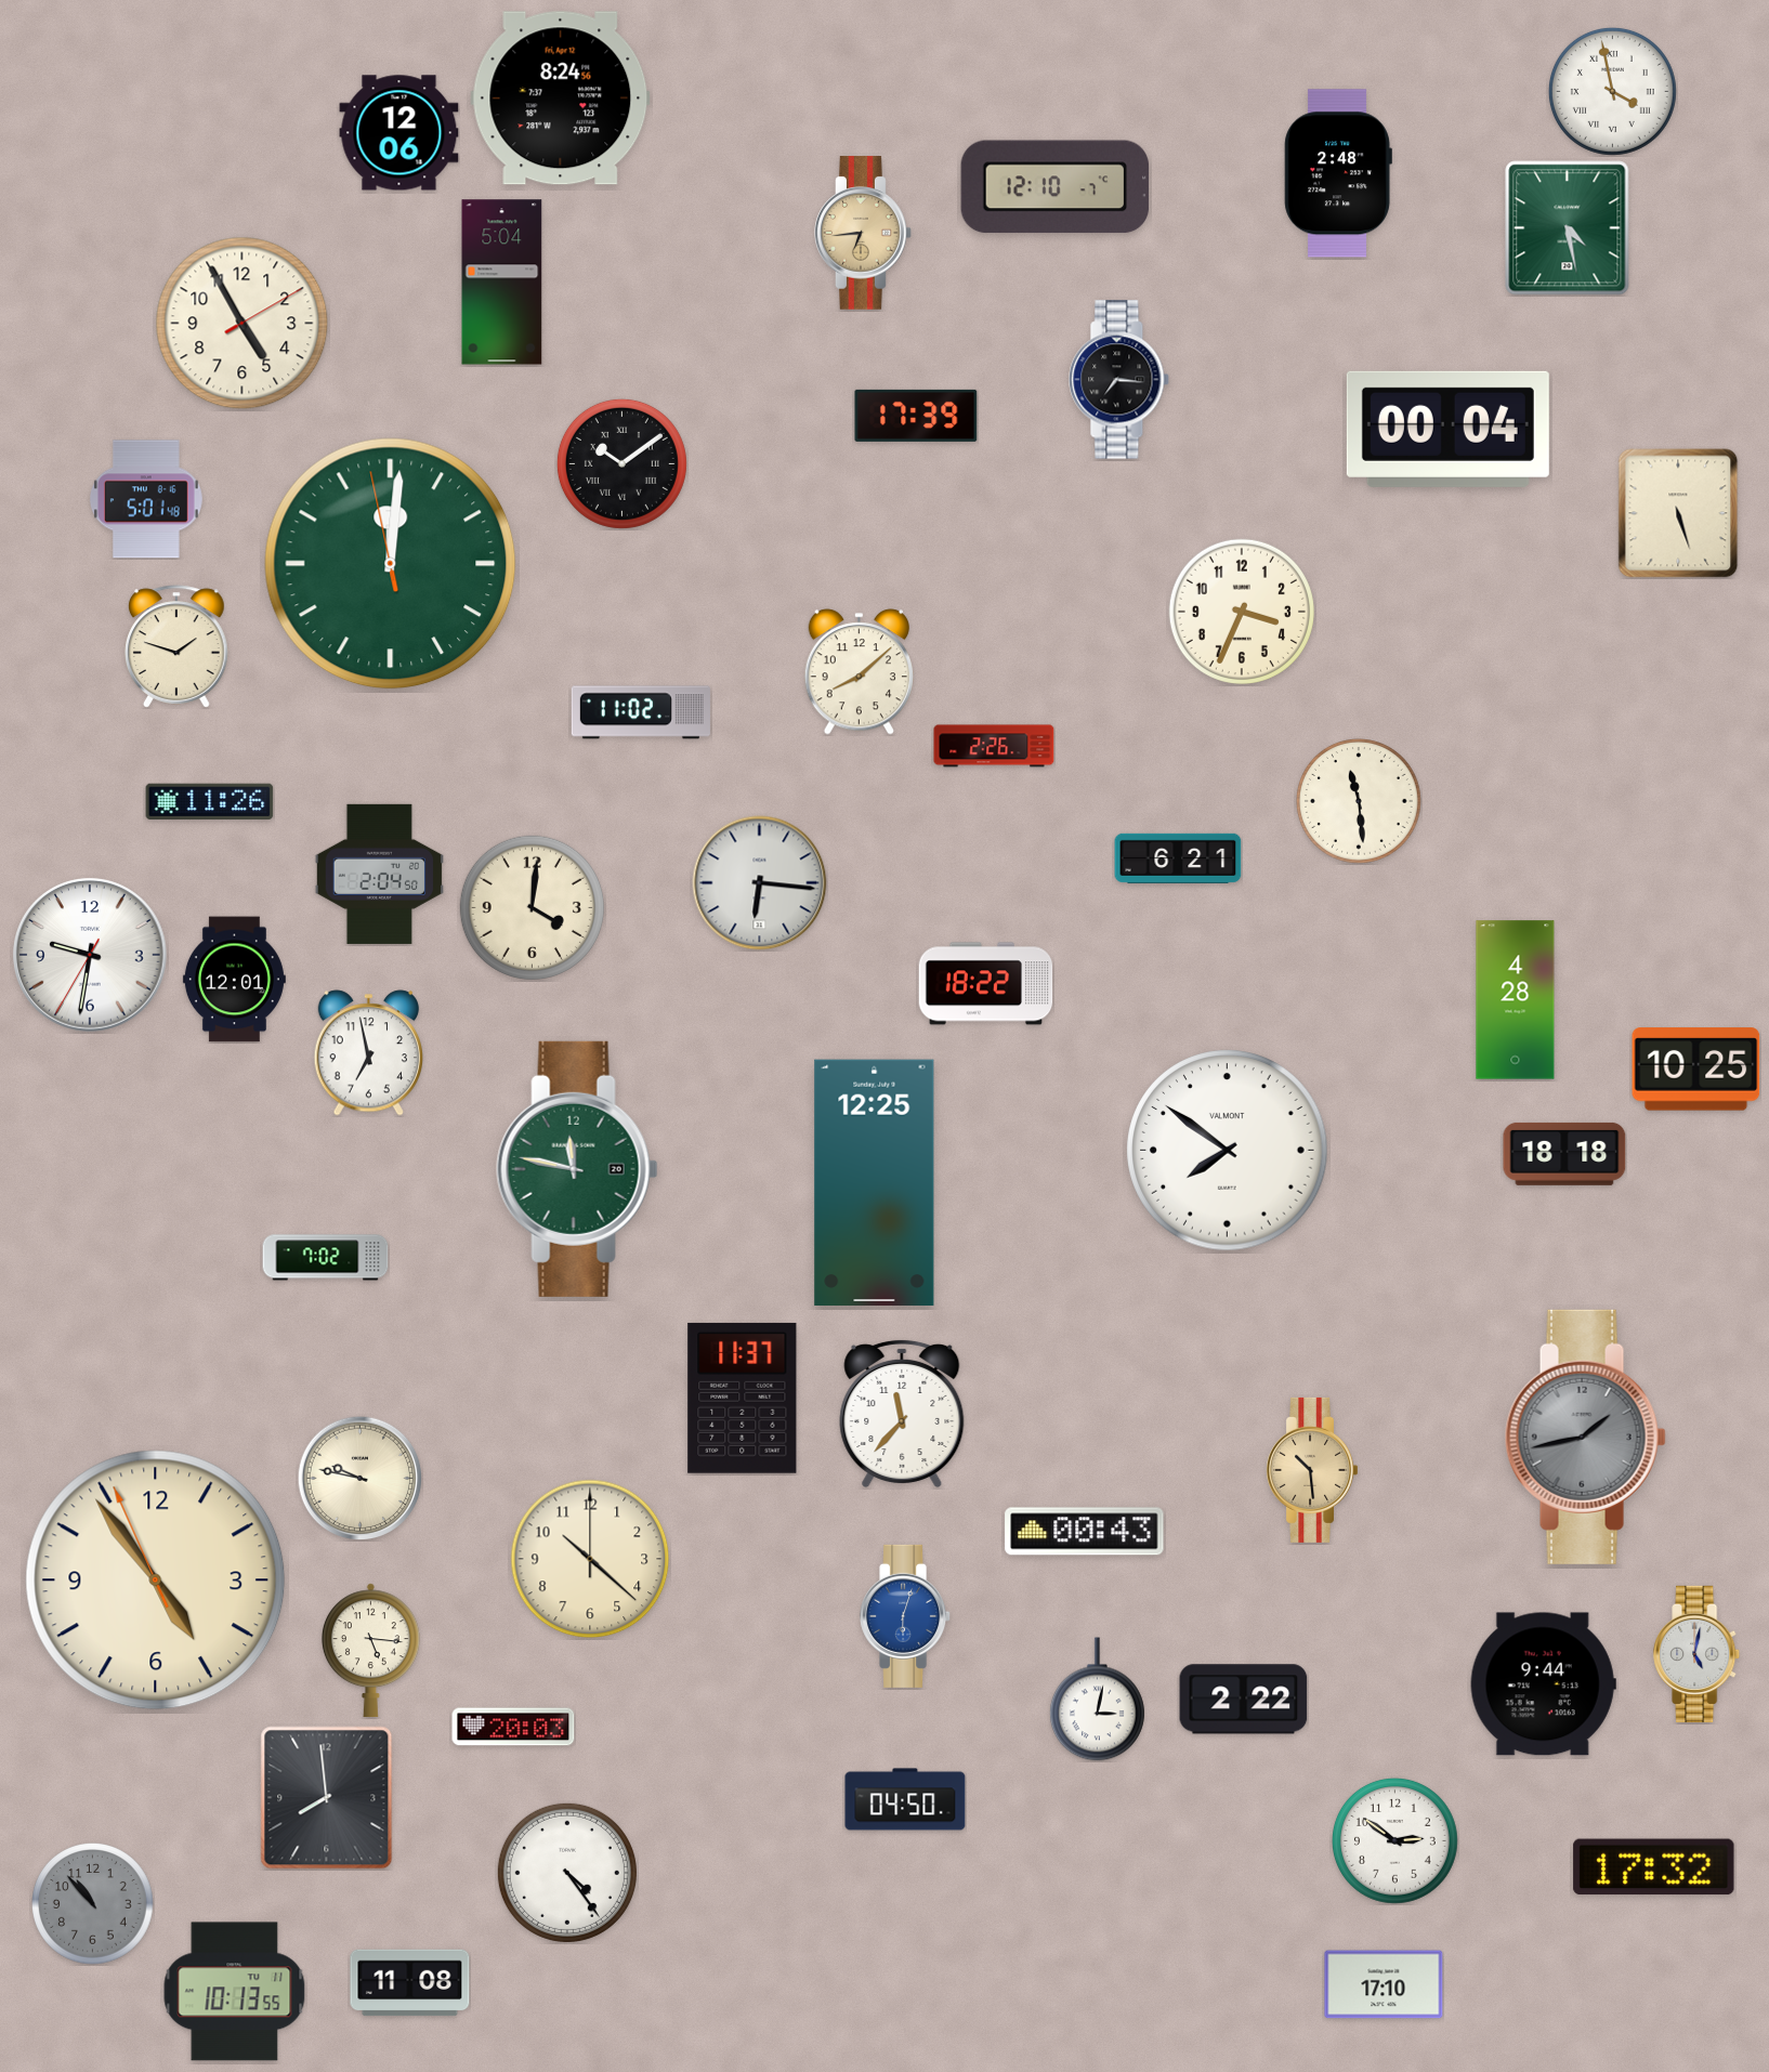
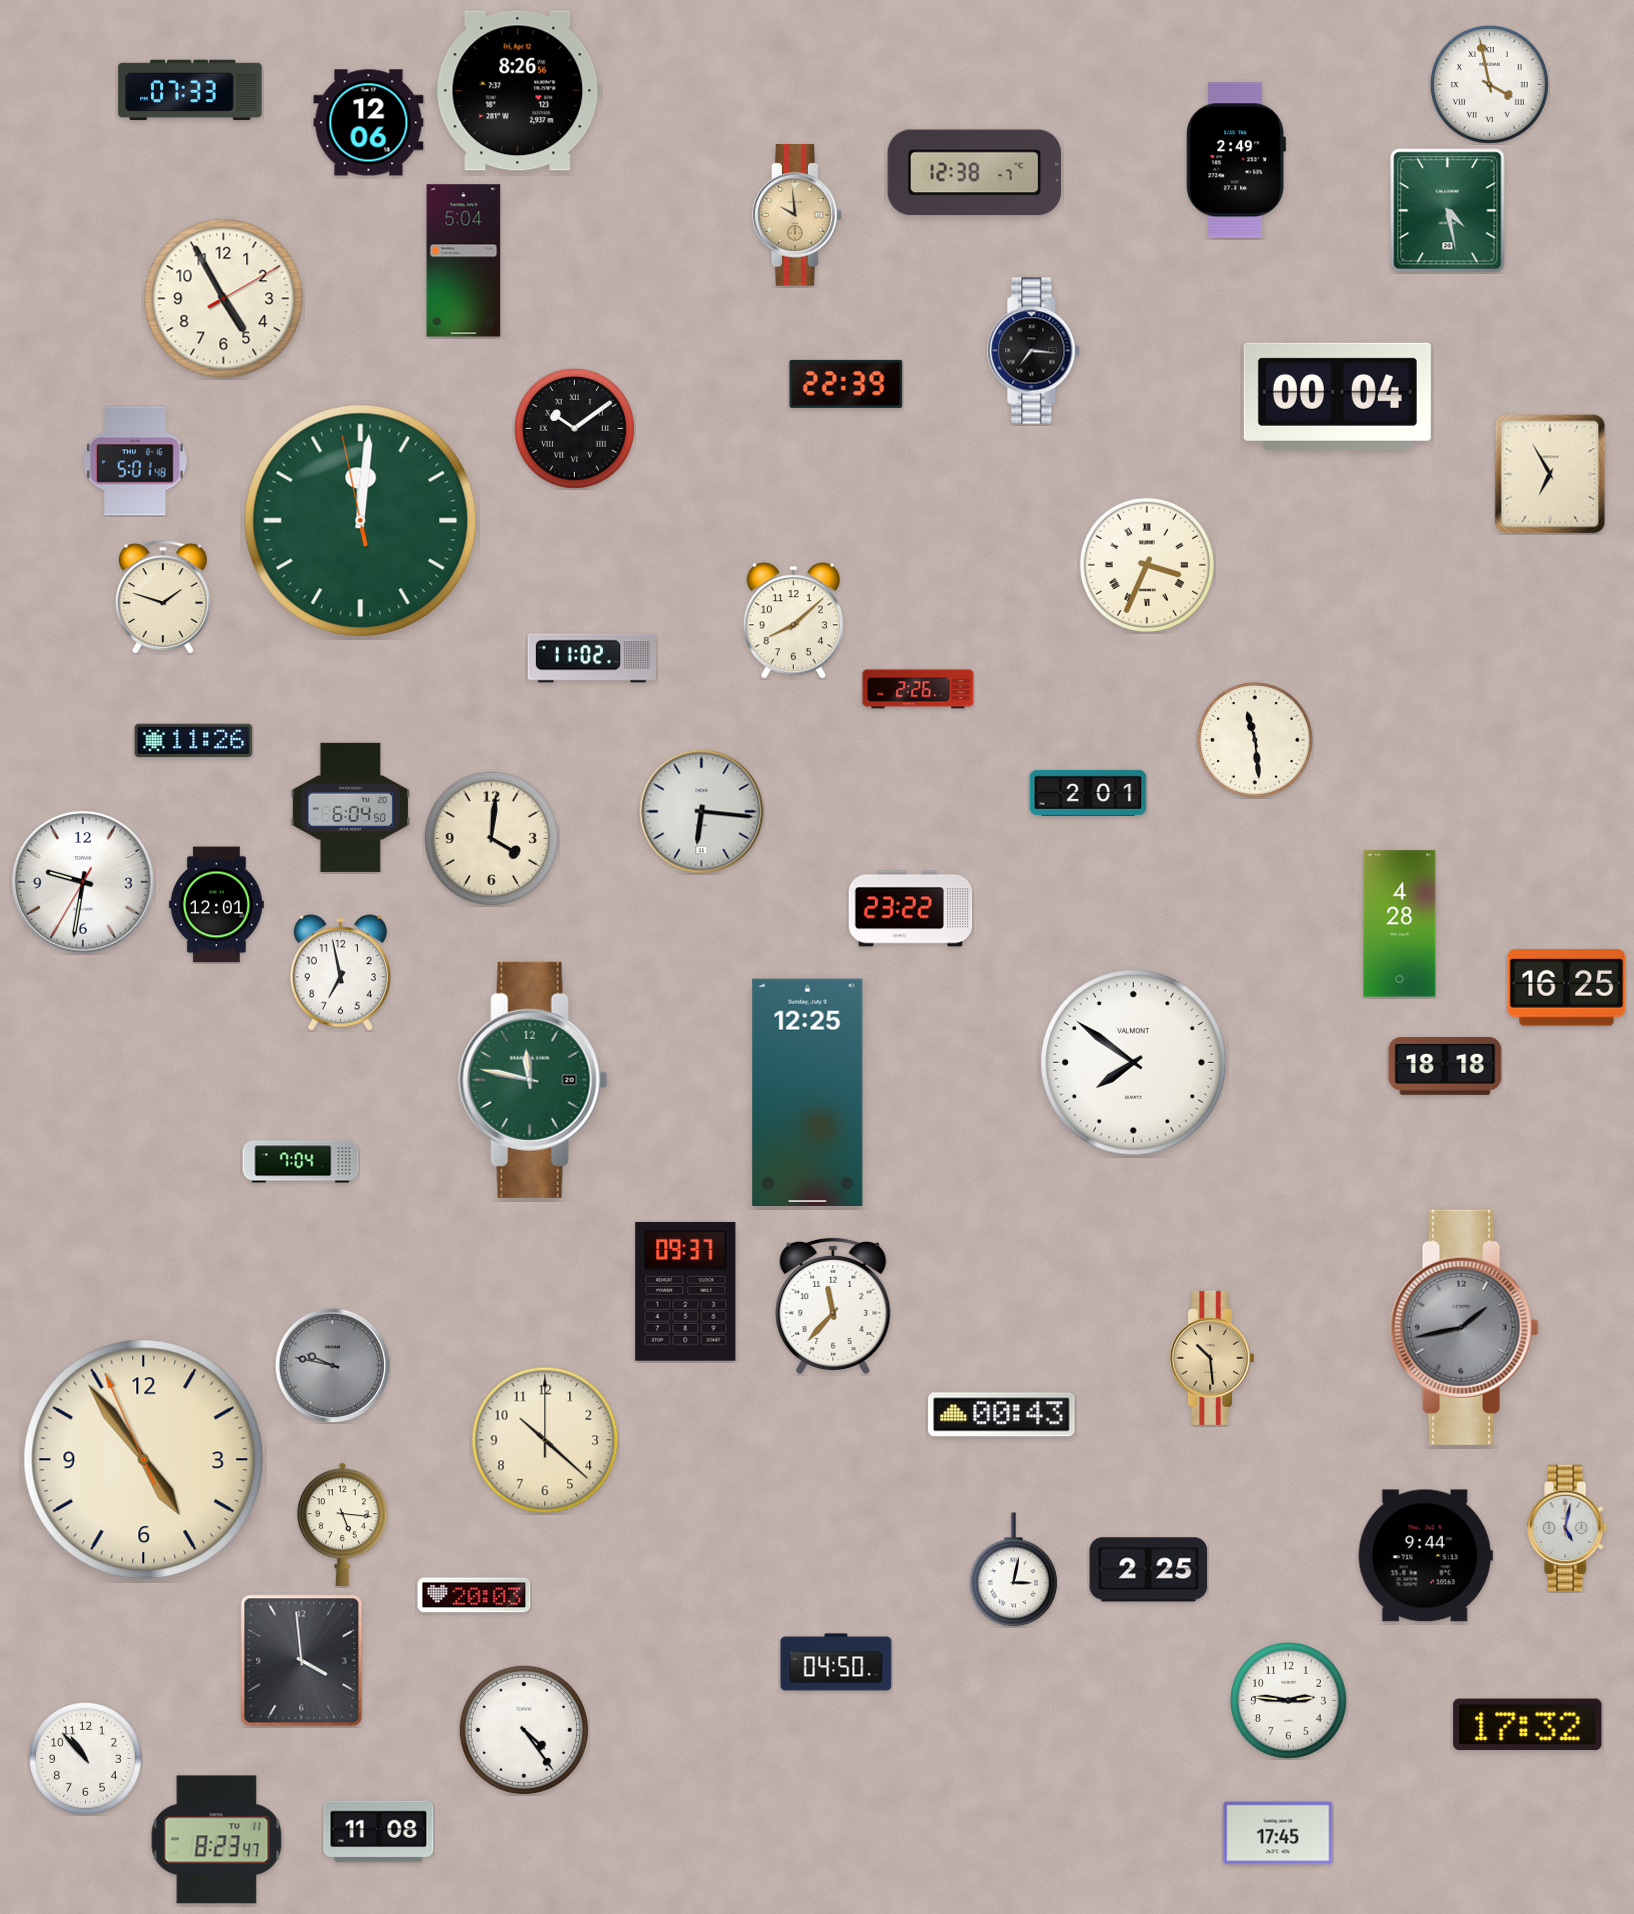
clock at (190, 90): none -> 07:33
clock at (561, 99): 8:24 -> 8:26
clock at (1338, 173): 2:48 -> 2:49
clock at (1056, 187): 12:10 -> 12:38
clock at (863, 233): 6:44 -> 9:59
clock at (916, 416): 17:39 -> 22:39
clock at (1678, 513): 5:27 -> 6:55
clock at (1241, 611) numerals: Arabic -> Roman
clock at (1178, 858): 6:21 -> 2:01
clock at (379, 874): 2:04 -> 6:04
clock at (760, 883) position: (760, 883) -> (702, 812)
clock at (986, 984): 18:22 -> 23:22
clock at (1696, 1070): 10:25 -> 16:25
clock at (326, 1258): 7:02 -> 7:04
clock at (743, 1398): 11:37 -> 09:37
clock at (359, 1478) dial: cream -> grey
clock at (906, 1616): 6:03 -> none
clock at (1244, 1700): 2:22 -> 2:25
clock at (327, 1798): 7:59 -> 3:59
clock at (1394, 1840): 2:51 -> 2:46
clock at (93, 1904) dial: grey -> white
clock at (1384, 1984): 17:10 -> 17:45
clock at (235, 1992): 10:13 -> 8:23
